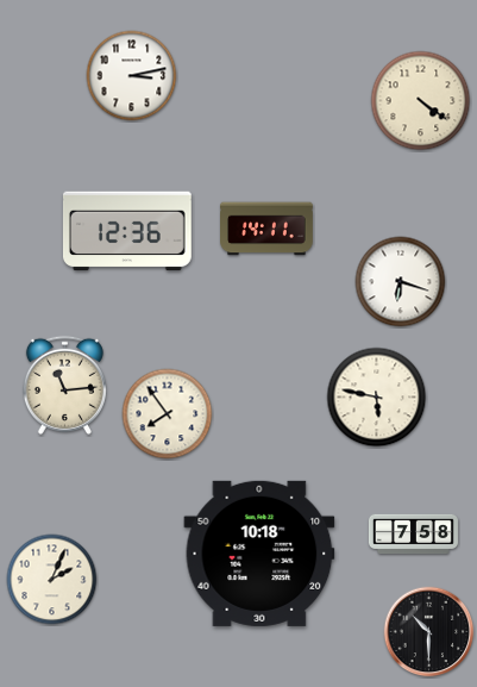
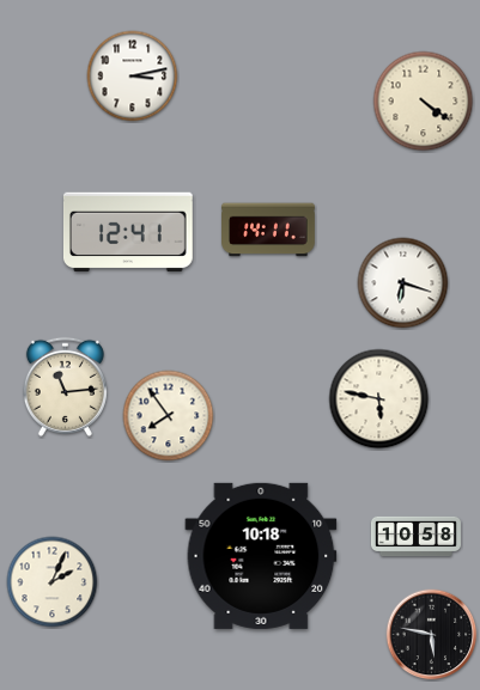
clock at (127, 231): 12:36 -> 12:41
clock at (413, 535): 7:58 -> 10:58
clock at (429, 632): 10:30 -> 5:47
